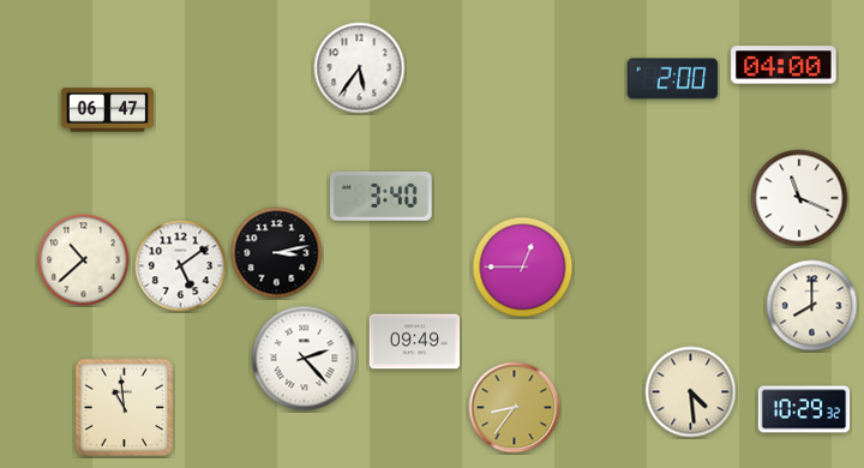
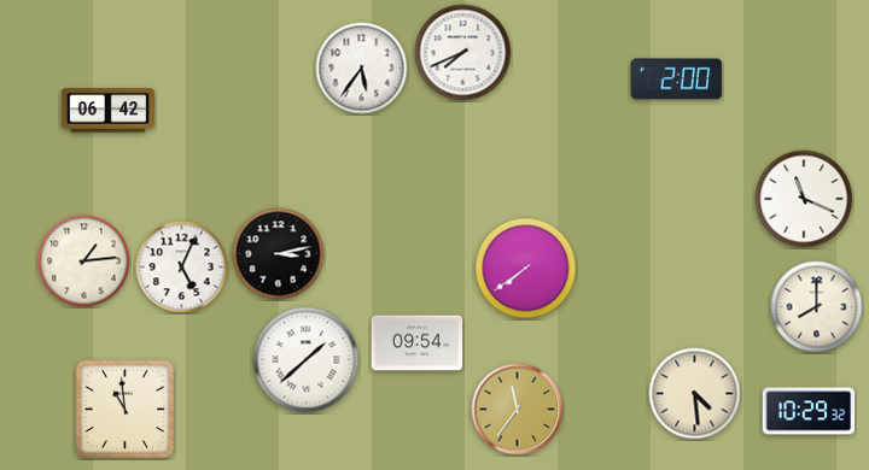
clock at (463, 53): none -> 7:41
clock at (784, 65): 04:00 -> none
clock at (108, 110): 06:47 -> 06:42
clock at (382, 196): 3:40 -> none
clock at (84, 260): 10:38 -> 1:14
clock at (181, 266): 5:09 -> 5:04
clock at (523, 268): 12:45 -> 7:39
clock at (415, 342): 09:49 -> 09:54
clock at (305, 359): 2:23 -> 1:38
clock at (515, 408): 8:36 -> 11:36
